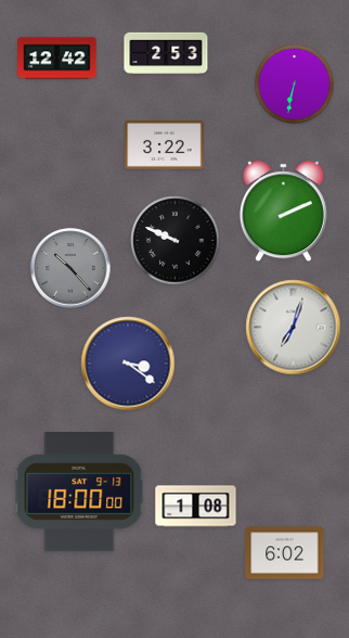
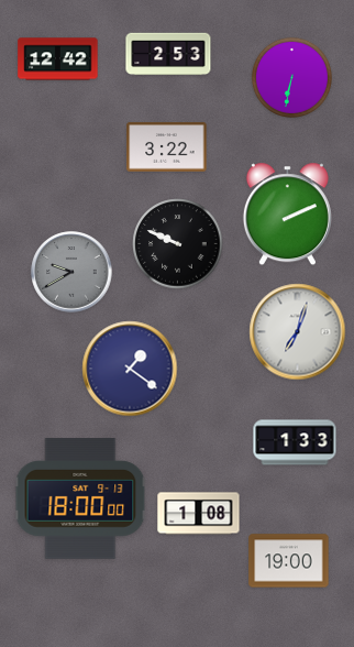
clock at (294, 84) position: (294, 84) -> (291, 77)
clock at (70, 268): 10:23 -> 9:40
clock at (128, 363): 3:21 -> 1:21
clock at (295, 442): none -> 1:33
clock at (285, 553): 6:02 -> 19:00
